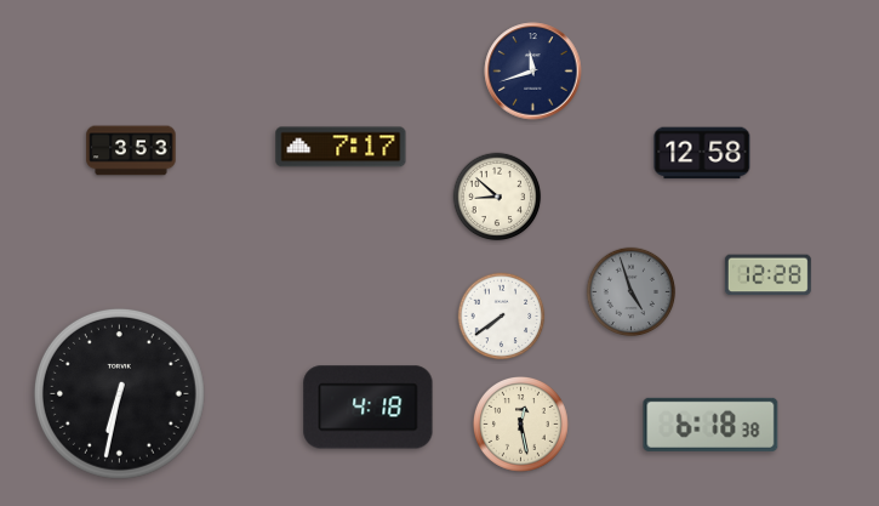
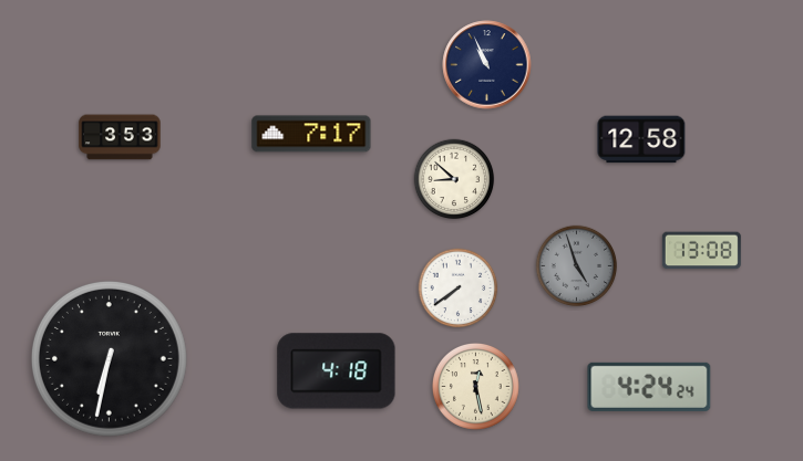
clock at (533, 72): 11:42 -> 10:56
clock at (767, 275): 12:28 -> 13:08
clock at (710, 425): 6:18 -> 4:24
